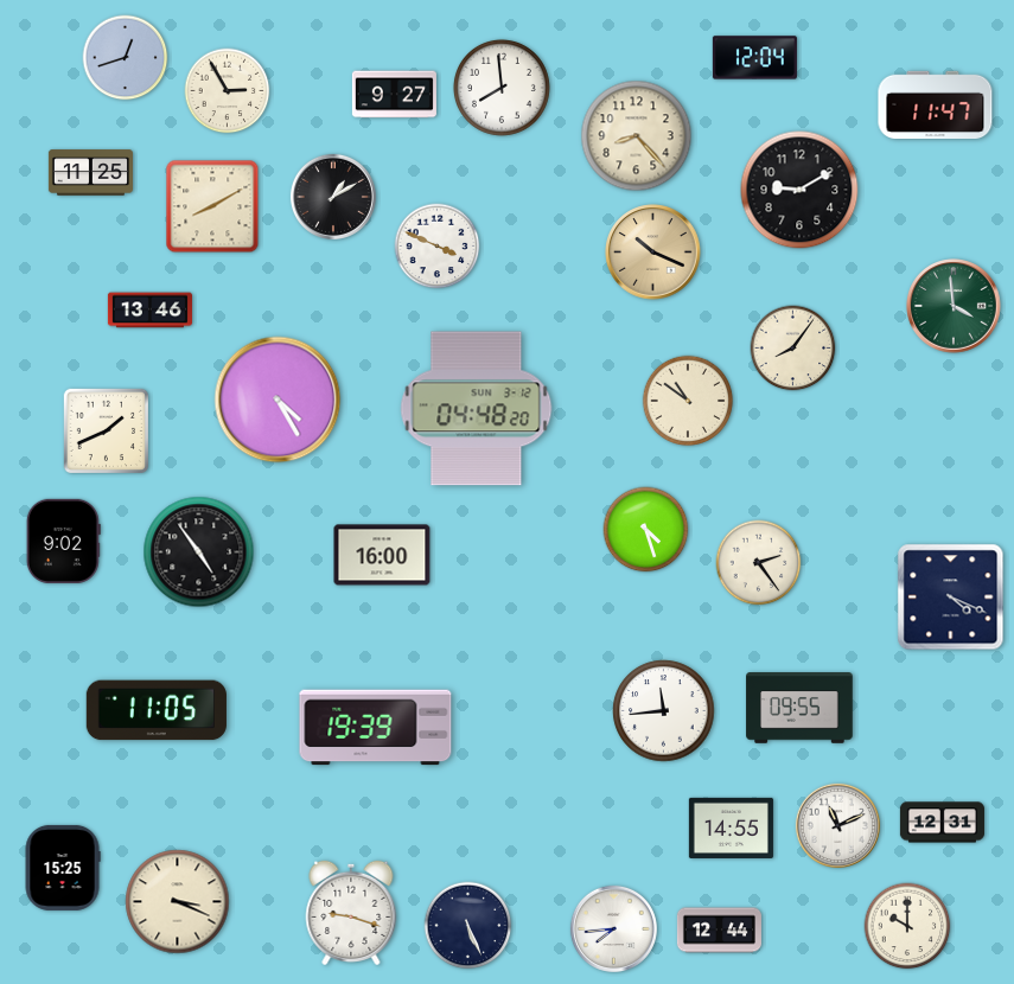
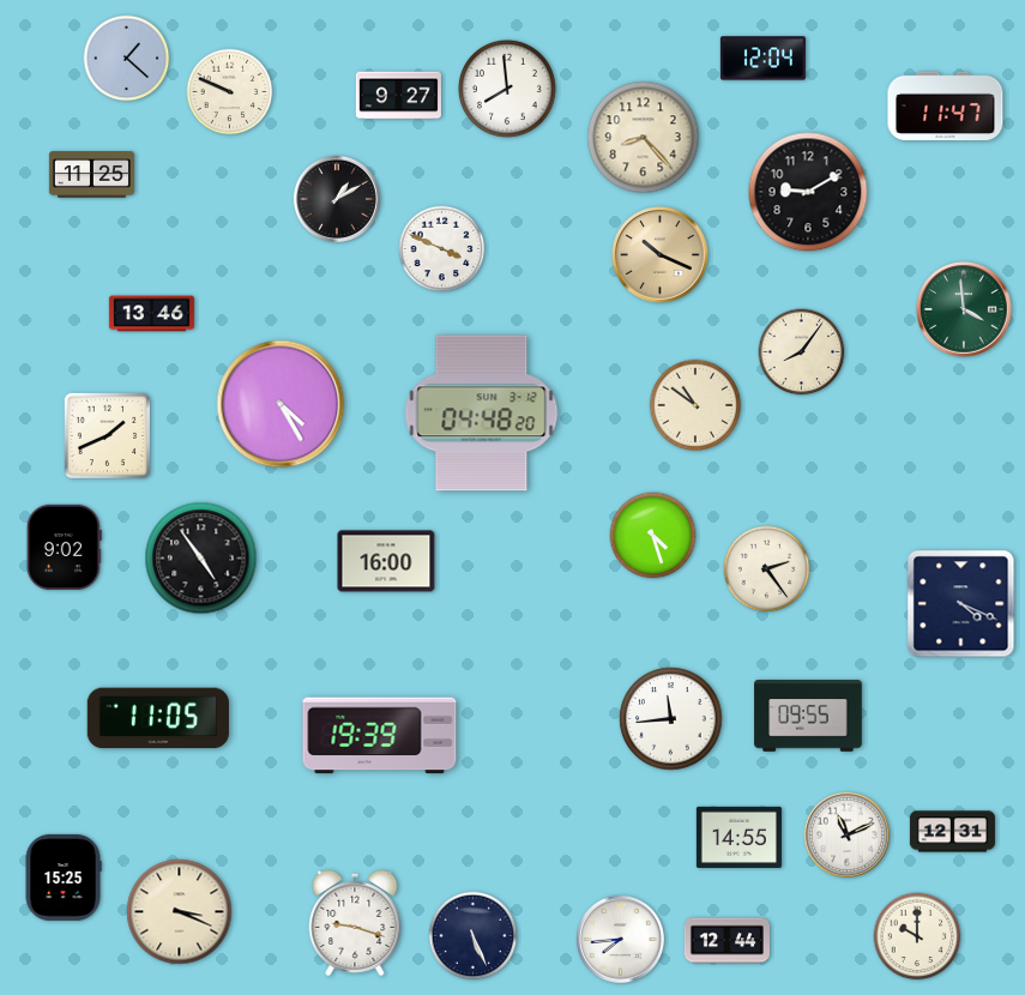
clock at (126, 58): 12:42 -> 1:22
clock at (228, 91): 2:55 -> 9:49
clock at (212, 206): 8:10 -> none
